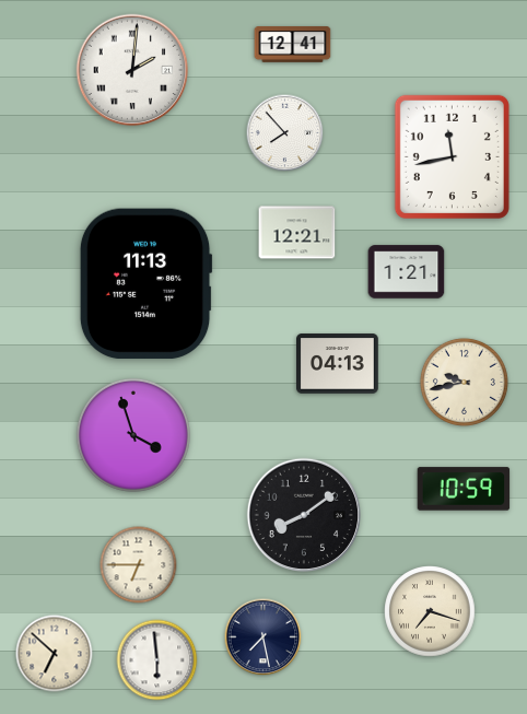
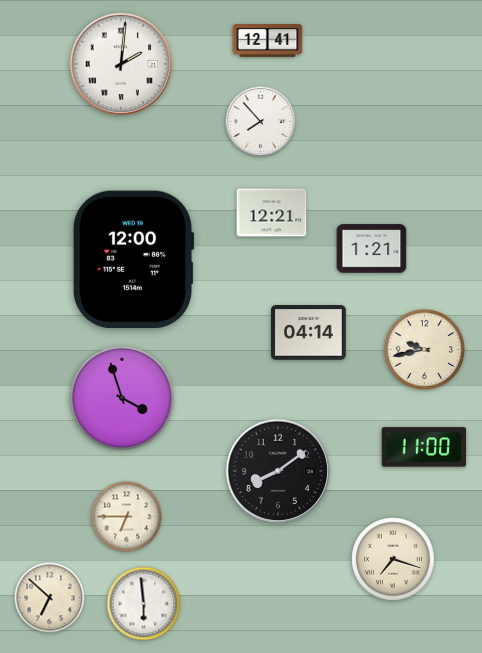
clock at (452, 156): 11:43 -> none
clock at (145, 284): 11:13 -> 12:00
clock at (338, 364): 04:13 -> 04:14
clock at (464, 489): 10:59 -> 11:00
clock at (263, 637): 7:28 -> none
